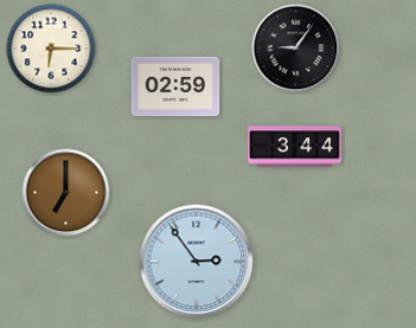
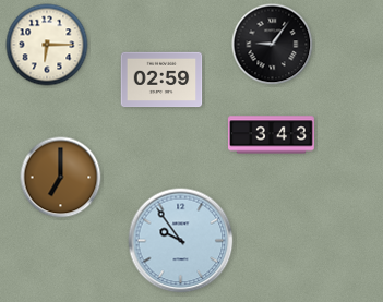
clock at (294, 147): 3:44 -> 3:43
clock at (197, 262): 2:54 -> 9:54
